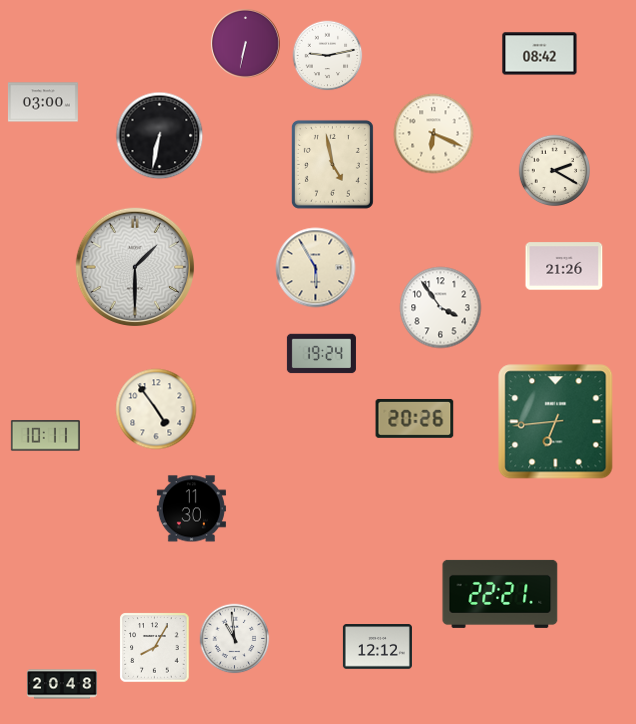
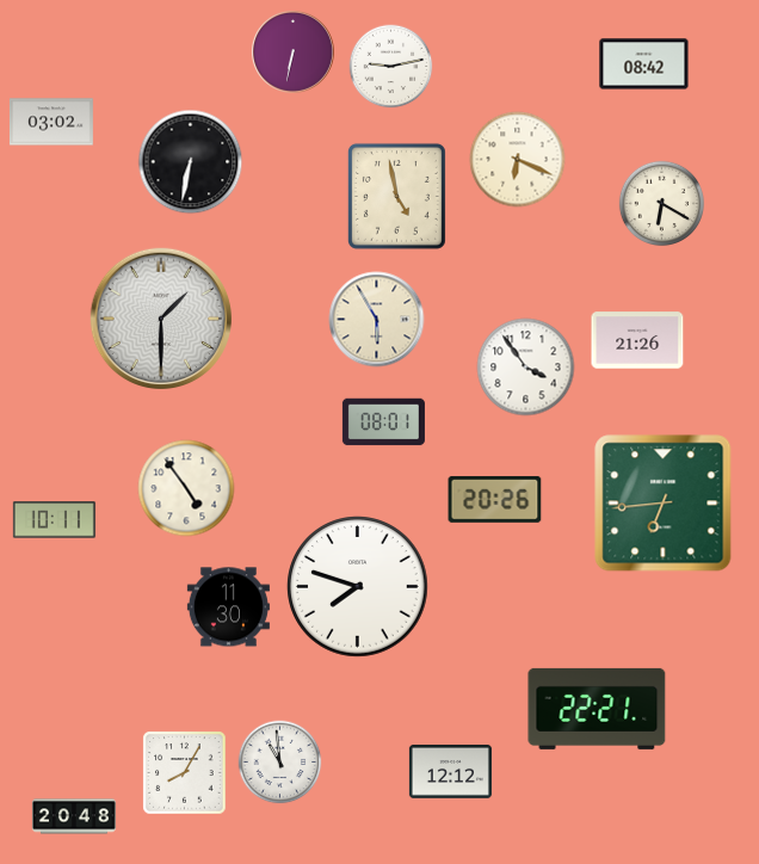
clock at (43, 102): 03:00 -> 03:02
clock at (555, 171): 2:20 -> 6:20
clock at (564, 266) position: (564, 266) -> (637, 340)
clock at (321, 354): 19:24 -> 08:01
clock at (358, 587): none -> 7:48
